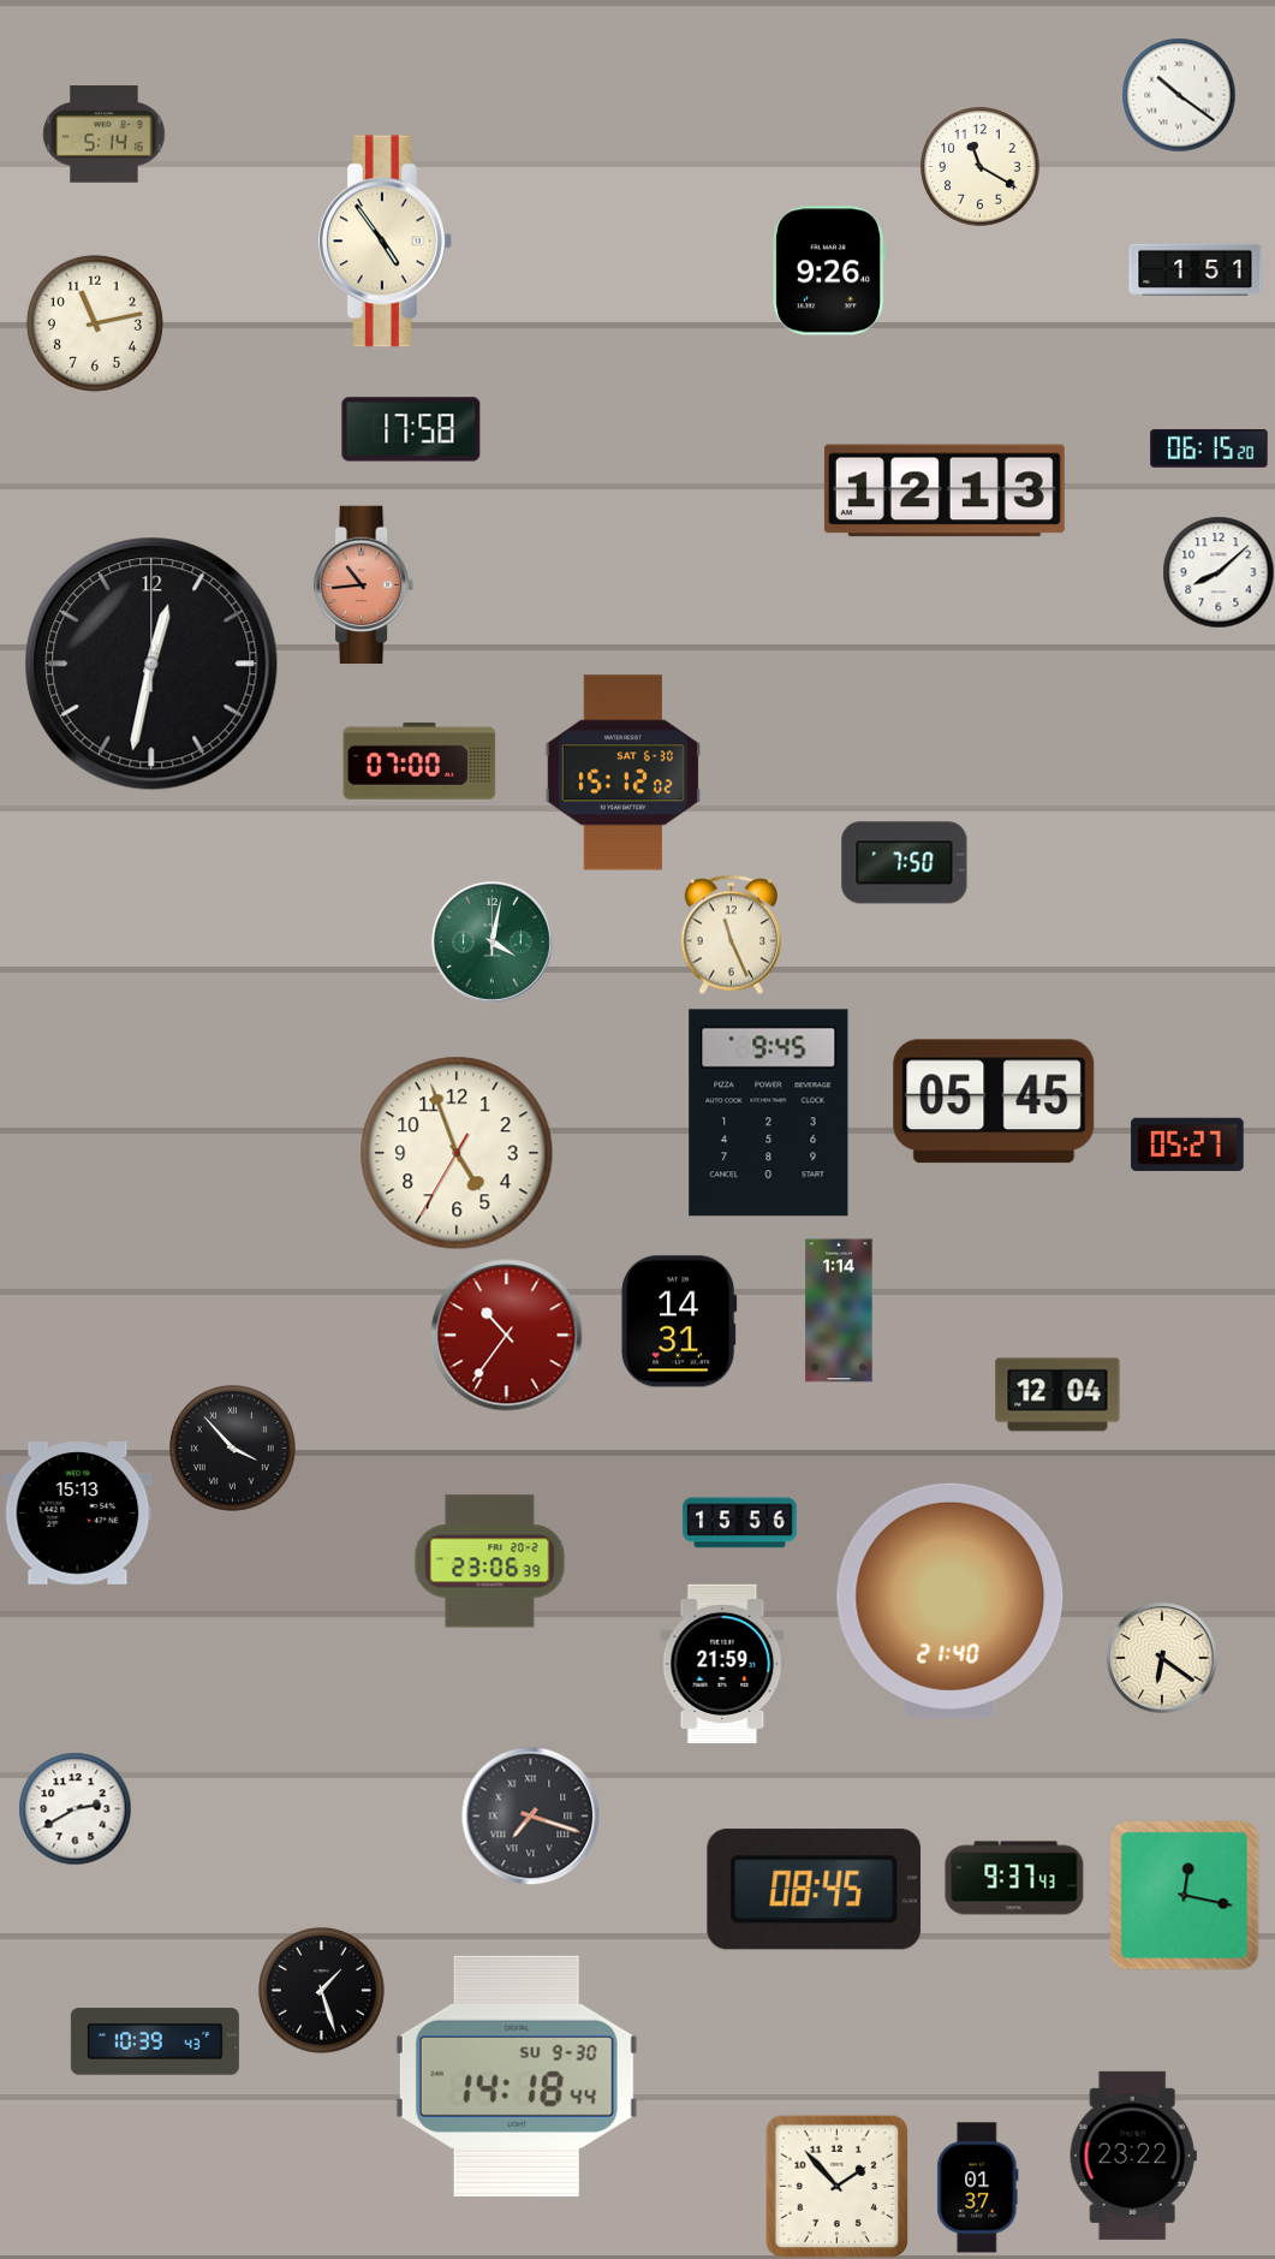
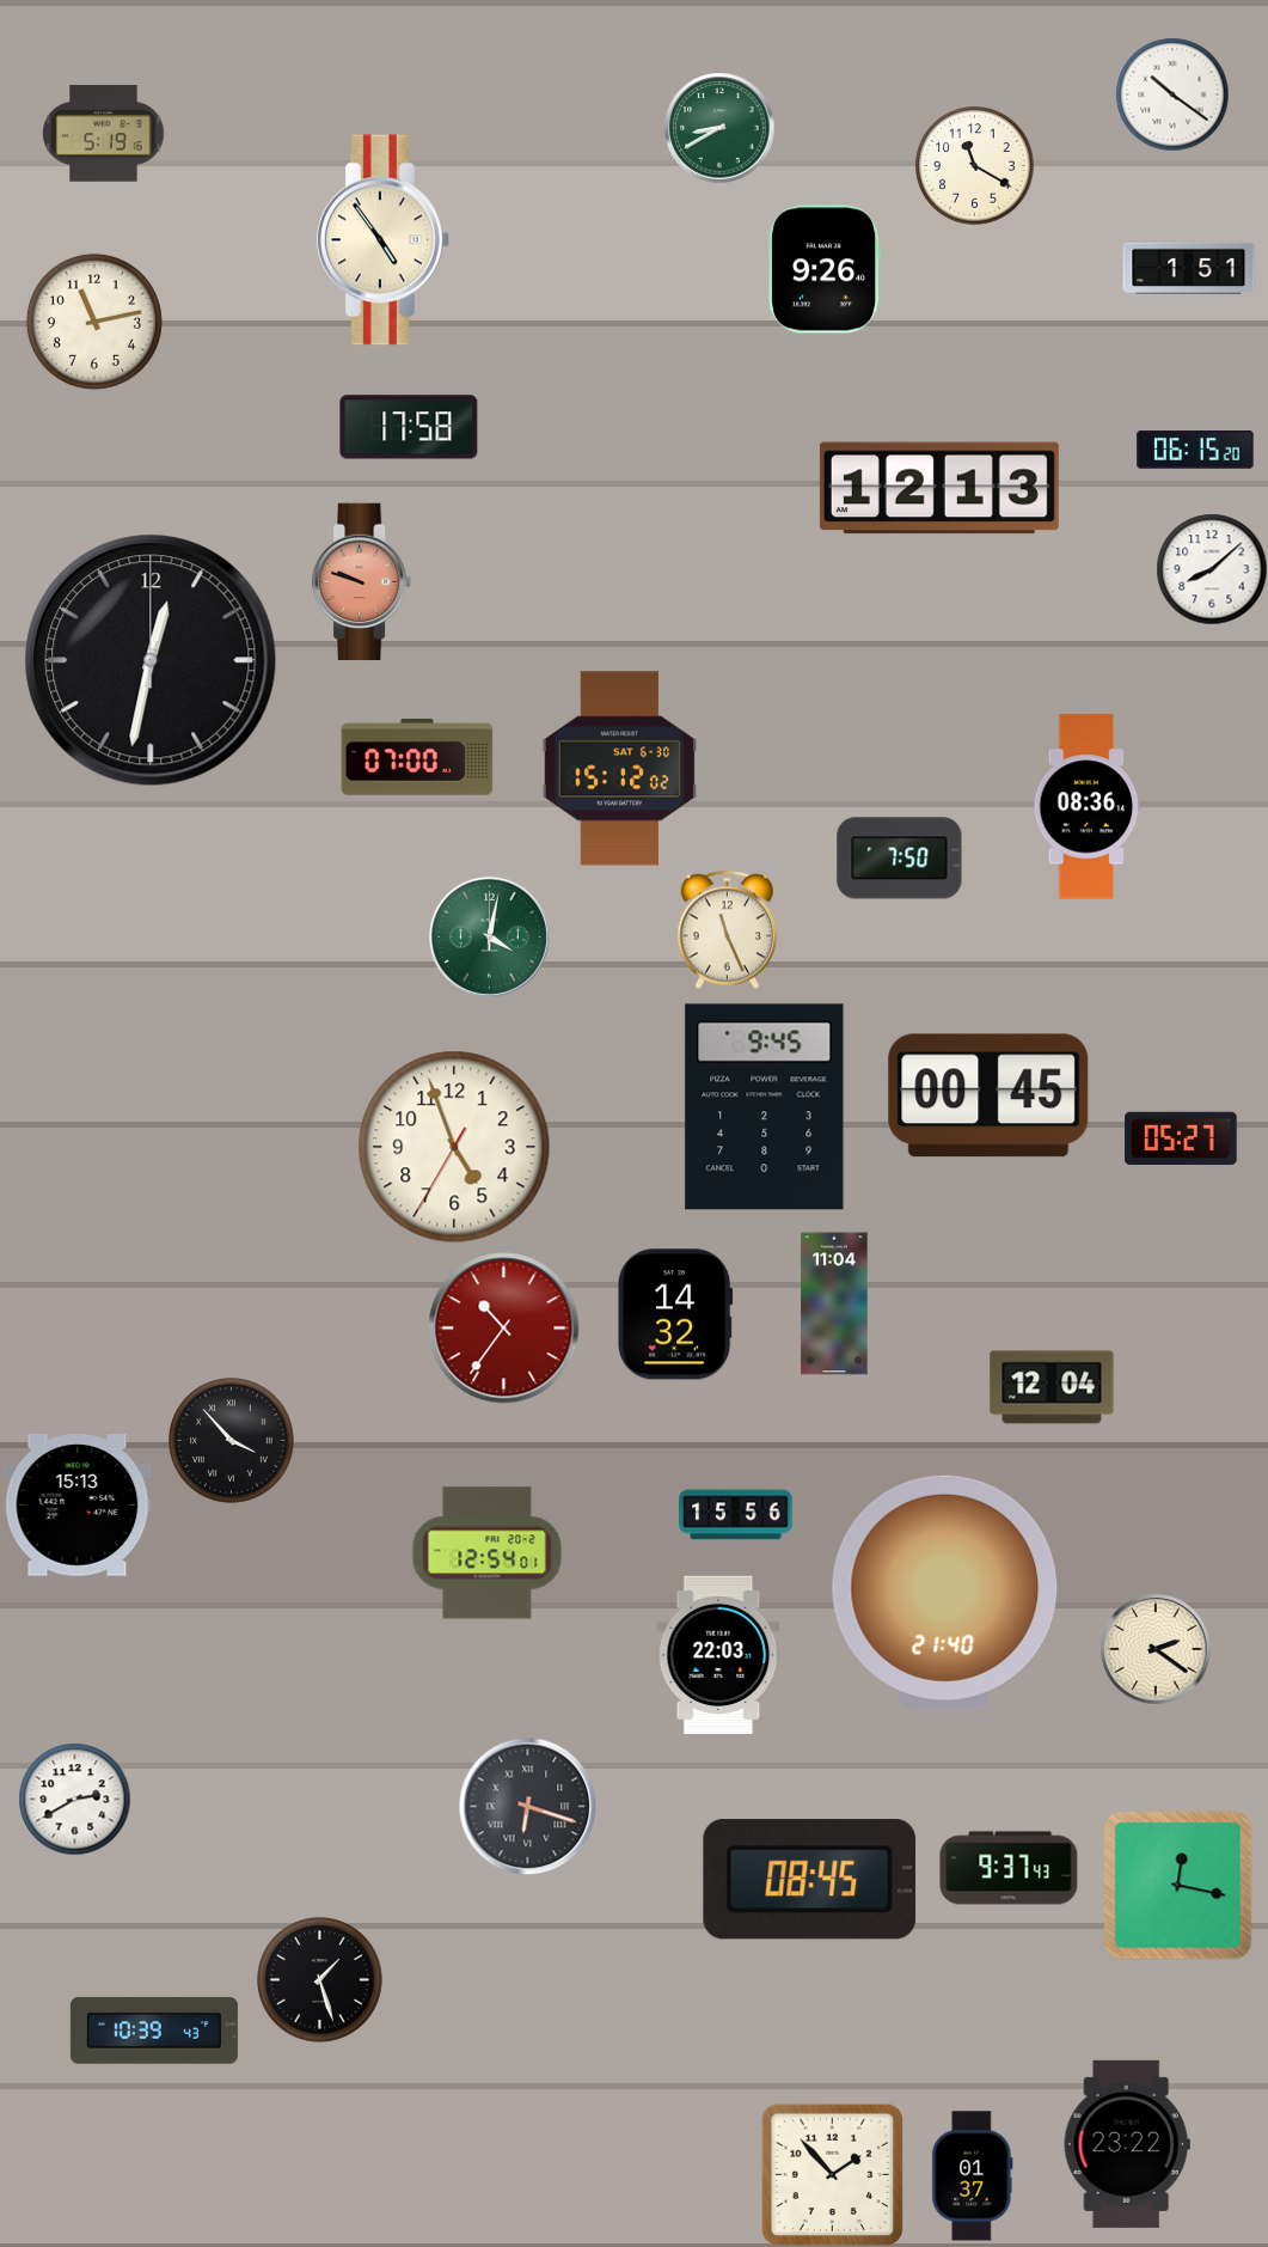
clock at (719, 128): none -> 8:40
clock at (105, 135): 5:14 -> 5:19
clock at (1209, 450) position: (1209, 450) -> (1195, 451)
clock at (364, 585): 10:44 -> 9:48
clock at (1088, 807): none -> 08:36
clock at (994, 1101): 05:45 -> 00:45
clock at (839, 1310): 1:14 -> 11:04
clock at (679, 1321): 14:31 -> 14:32
clock at (490, 1562): 23:06 -> 12:54
clock at (1162, 1658): 6:21 -> 2:21
clock at (722, 1663): 21:59 -> 22:03
clock at (530, 1815): 7:18 -> 6:18
clock at (517, 2076): 14:18 -> none
